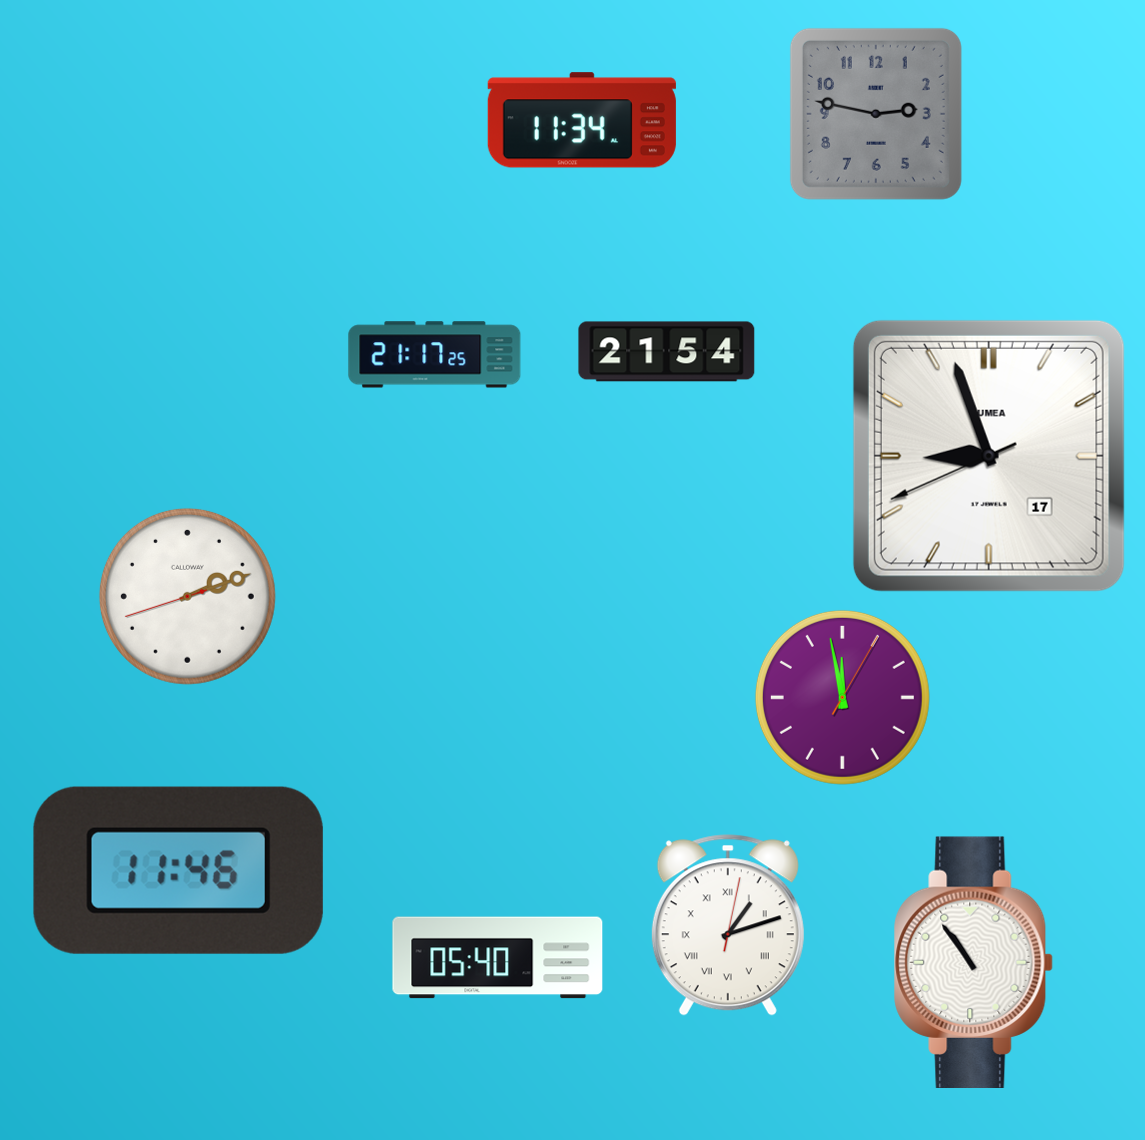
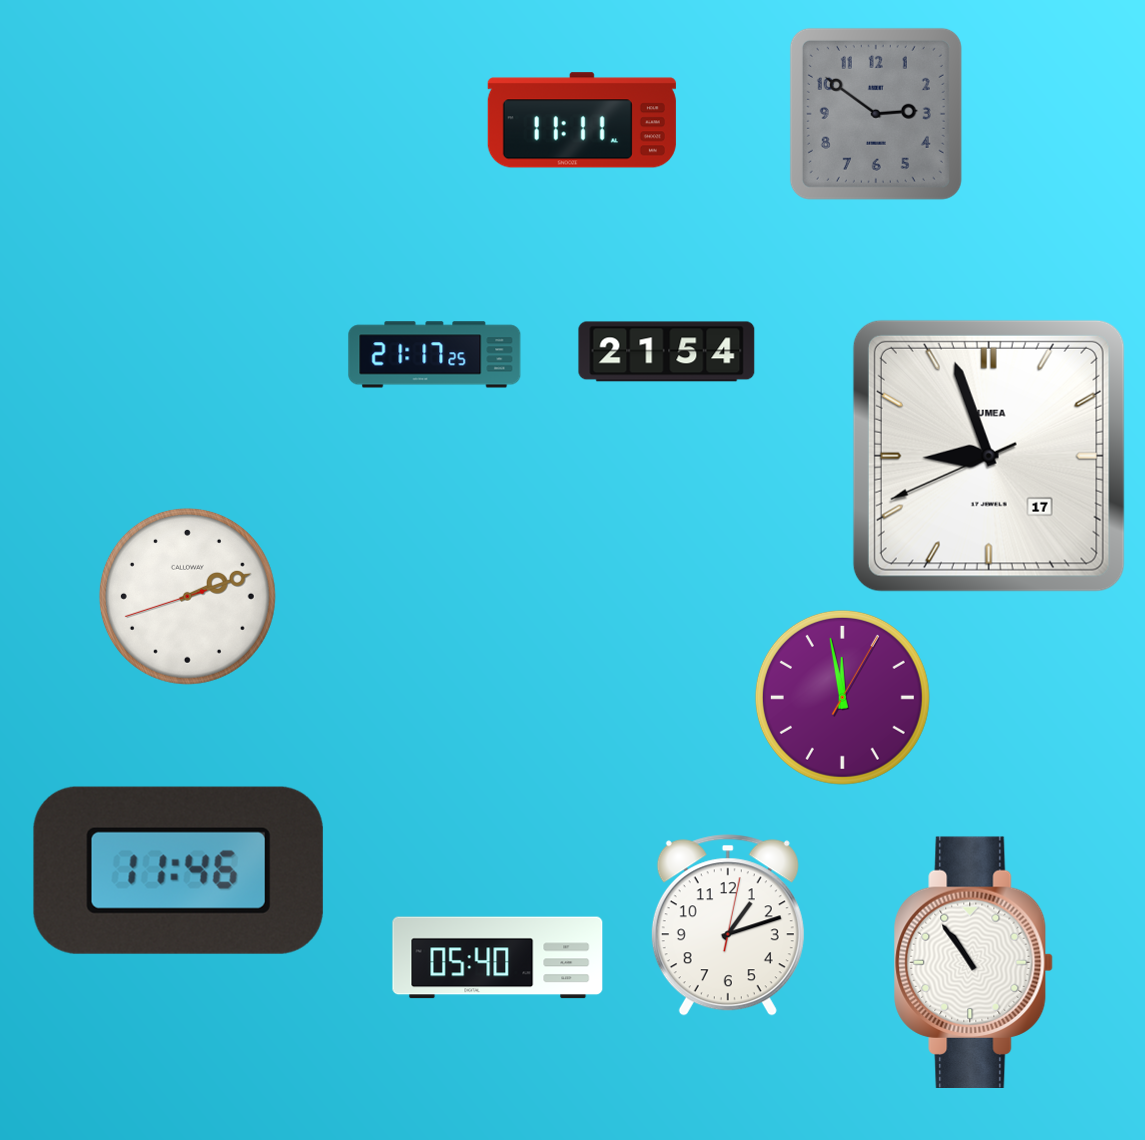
clock at (876, 114): 2:47 -> 2:51
clock at (582, 120): 11:34 -> 11:11
clock at (728, 925) numerals: Roman -> Arabic
